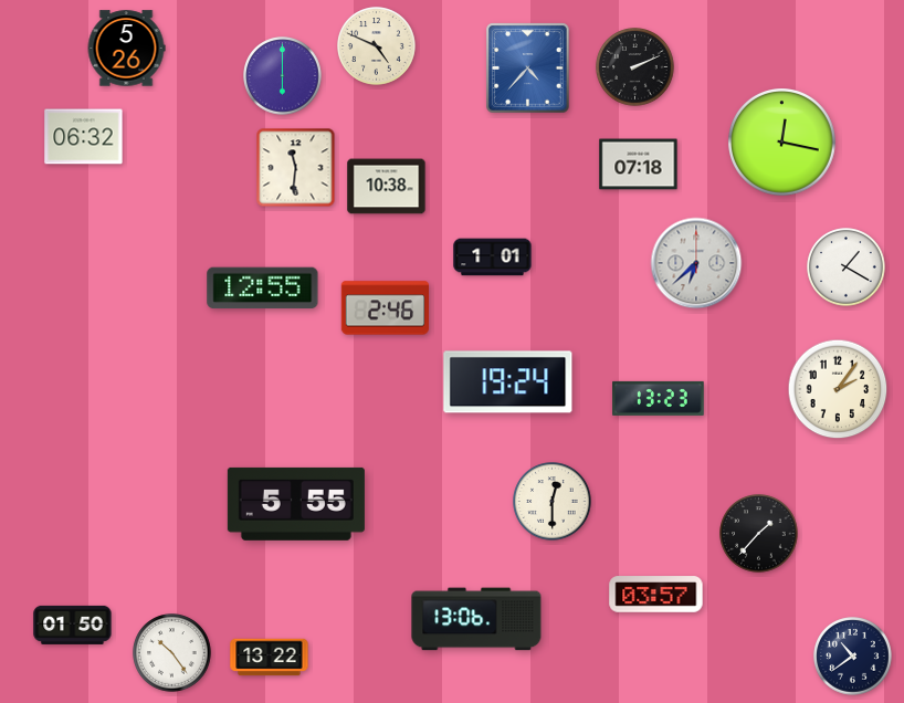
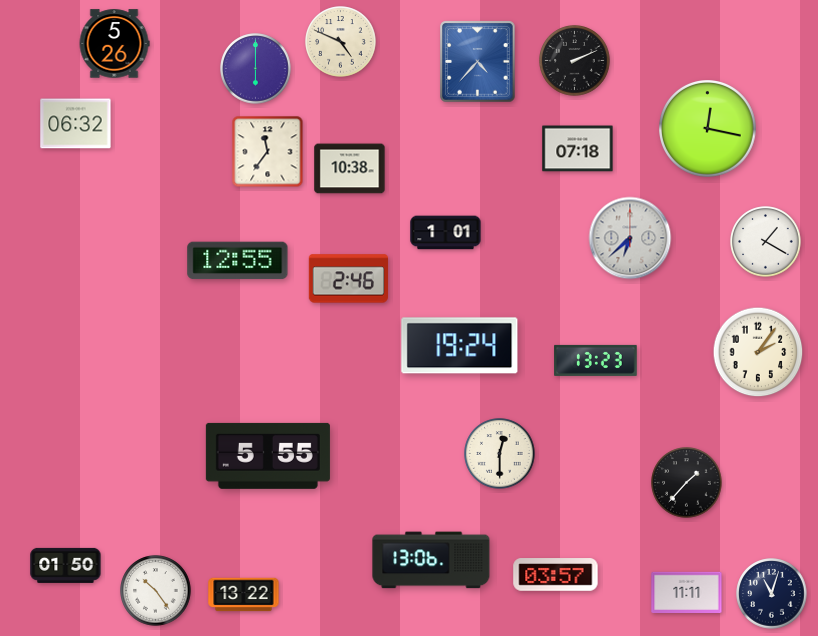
clock at (296, 168): 11:31 -> 11:36
clock at (656, 595) position: (656, 595) -> (556, 575)
clock at (687, 592): none -> 11:11
clock at (853, 657): 10:39 -> 11:03
